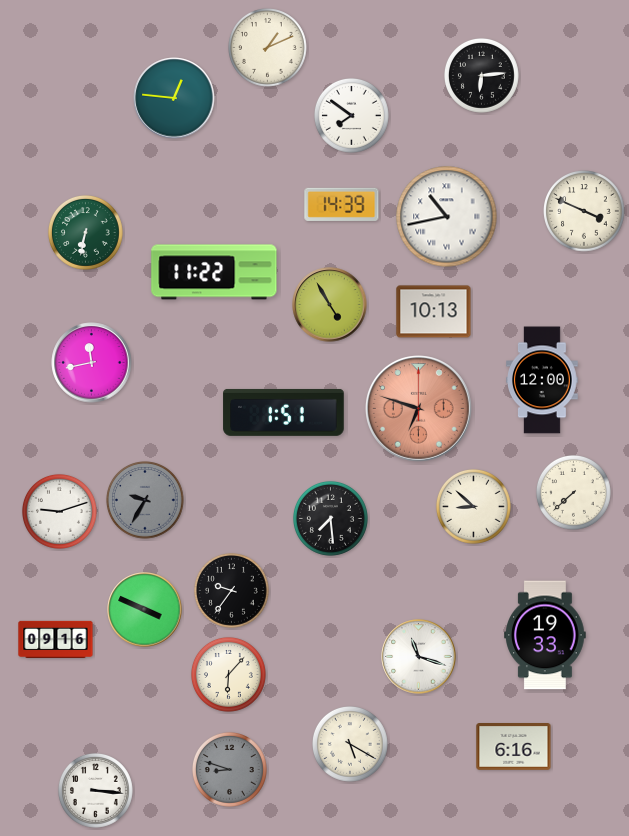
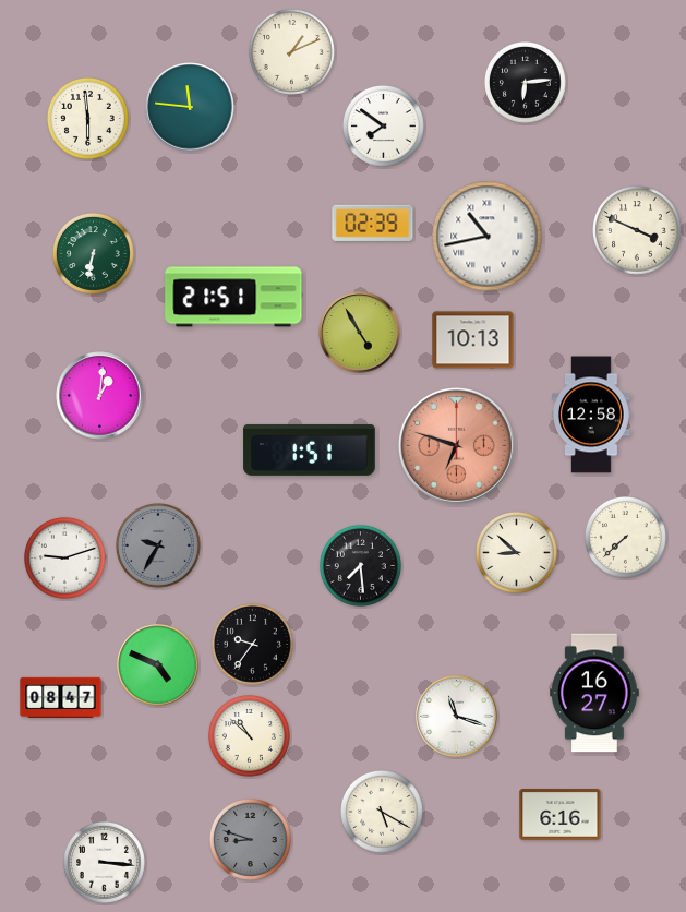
clock at (174, 98): 12:46 -> 11:46
clock at (87, 118): none -> 5:59
clock at (342, 204): 14:39 -> 02:39
clock at (214, 272): 11:22 -> 21:51
clock at (92, 363): 11:43 -> 1:01
clock at (542, 380): 12:00 -> 12:58
clock at (145, 610): 3:49 -> 4:49
clock at (546, 635): 19:33 -> 16:27
clock at (56, 639): 09:16 -> 08:47
clock at (228, 674): 6:07 -> 10:52
